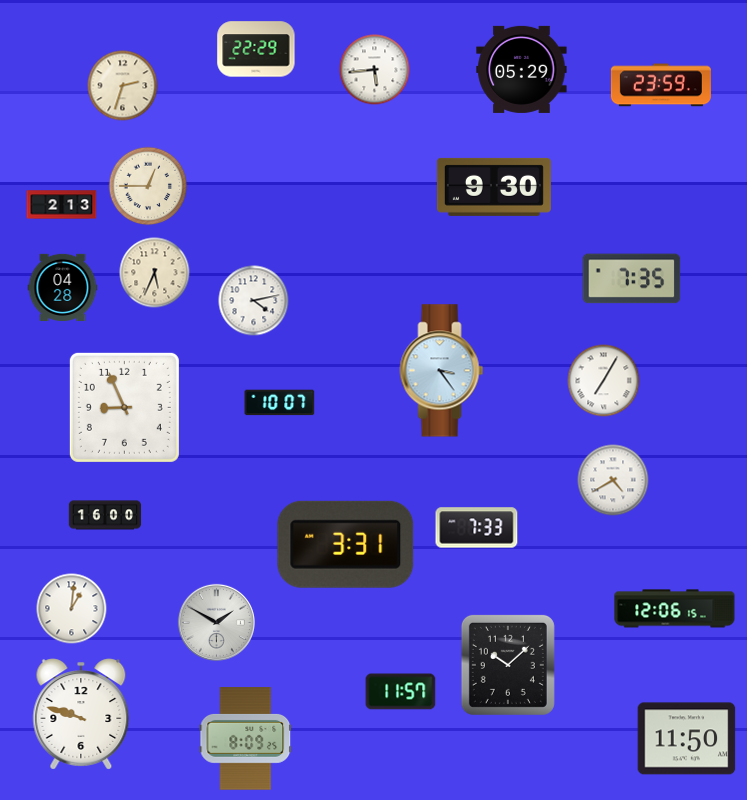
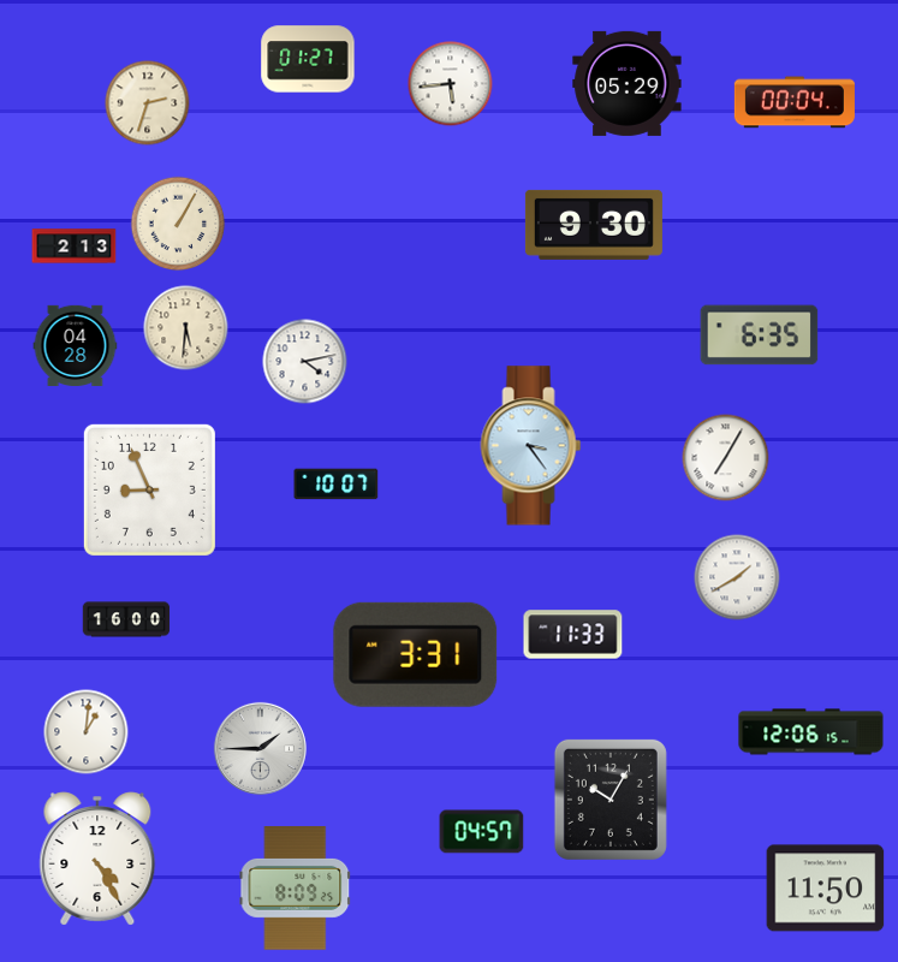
clock at (256, 49): 22:29 -> 01:27
clock at (661, 85): 23:59 -> 00:04
clock at (148, 186): 12:45 -> 1:05
clock at (155, 273): 5:34 -> 5:31
clock at (632, 279): 7:35 -> 6:35
clock at (613, 480): 4:40 -> 1:40
clock at (477, 528): 7:33 -> 11:33
clock at (216, 622): 1:50 -> 1:45
clock at (508, 665): 10:08 -> 10:05
clock at (401, 692): 11:57 -> 04:57
clock at (81, 714): 9:48 -> 4:25
